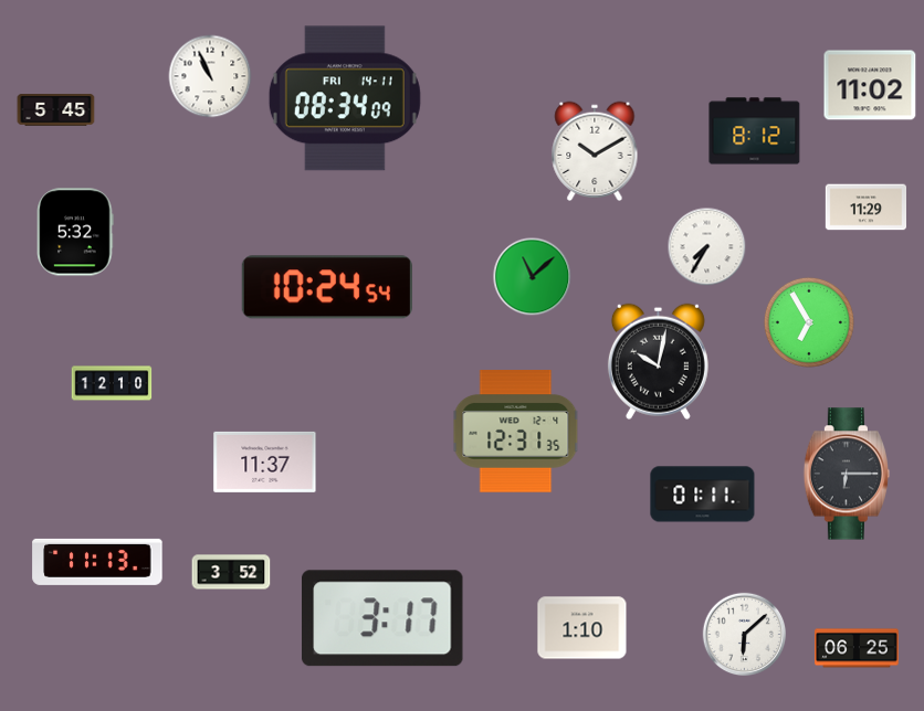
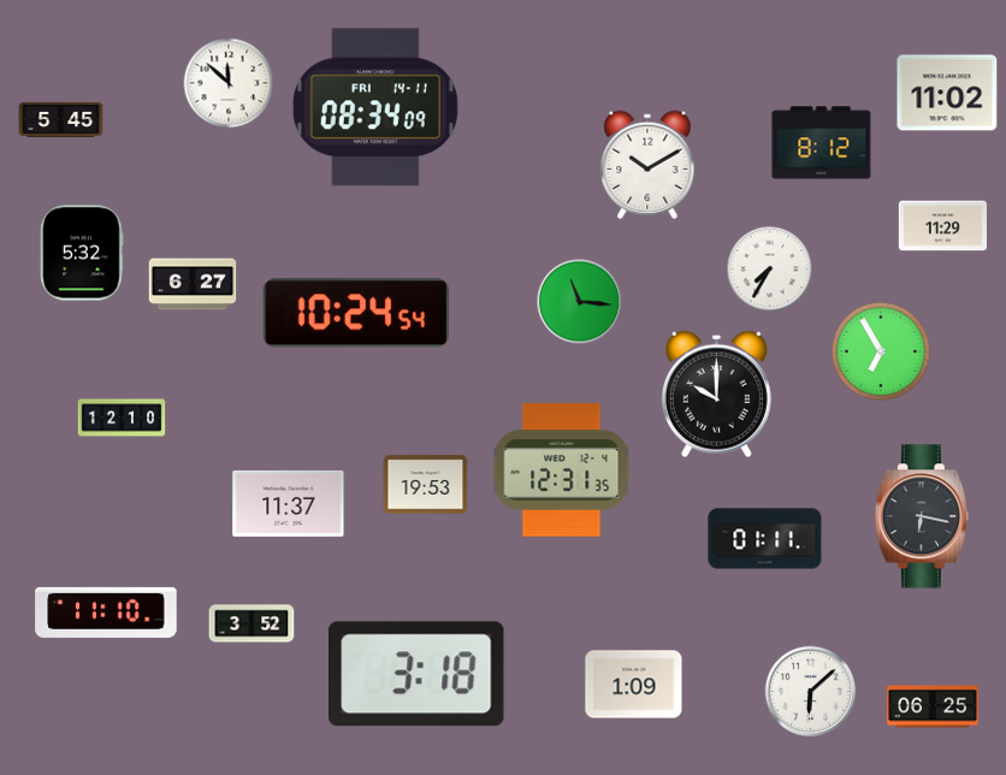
clock at (210, 76): 10:56 -> 11:52
clock at (193, 284): none -> 6:27
clock at (533, 277): 11:08 -> 11:16
clock at (658, 361): 10:02 -> 10:00
clock at (426, 485): none -> 19:53
clock at (847, 474): 6:15 -> 6:17
clock at (97, 562): 11:13 -> 11:10
clock at (384, 618): 3:17 -> 3:18
clock at (582, 628): 1:10 -> 1:09
